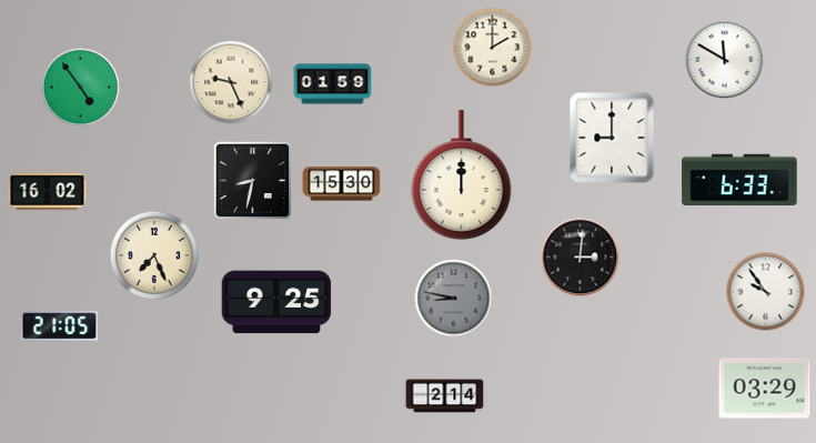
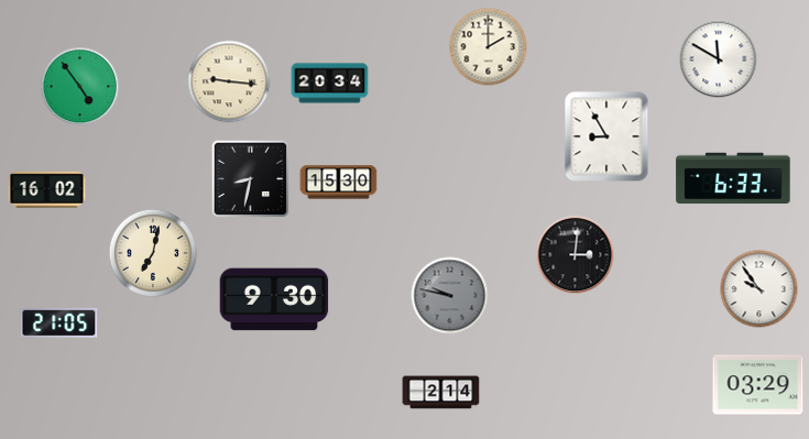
clock at (231, 82): 9:26 -> 9:16
clock at (333, 84): 01:59 -> 20:34
clock at (612, 138): 9:00 -> 8:55
clock at (462, 175): 12:00 -> none
clock at (154, 255): 7:26 -> 7:02
clock at (454, 299): 8:47 -> 9:47
clock at (276, 302): 9:25 -> 9:30
